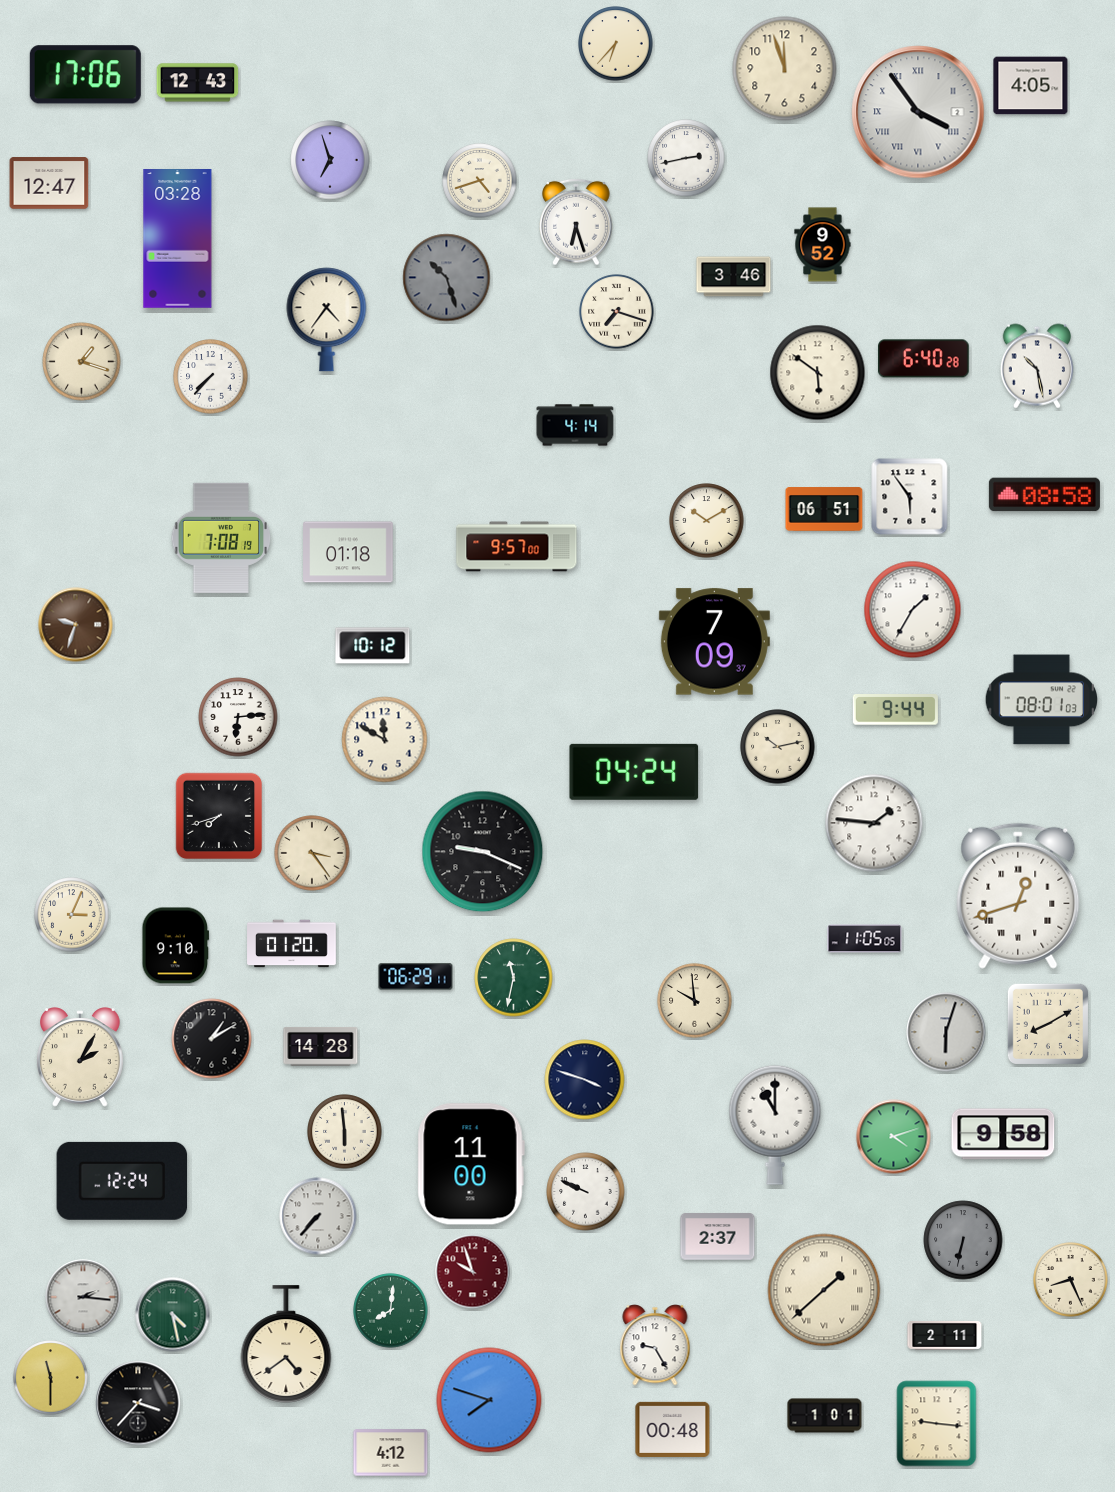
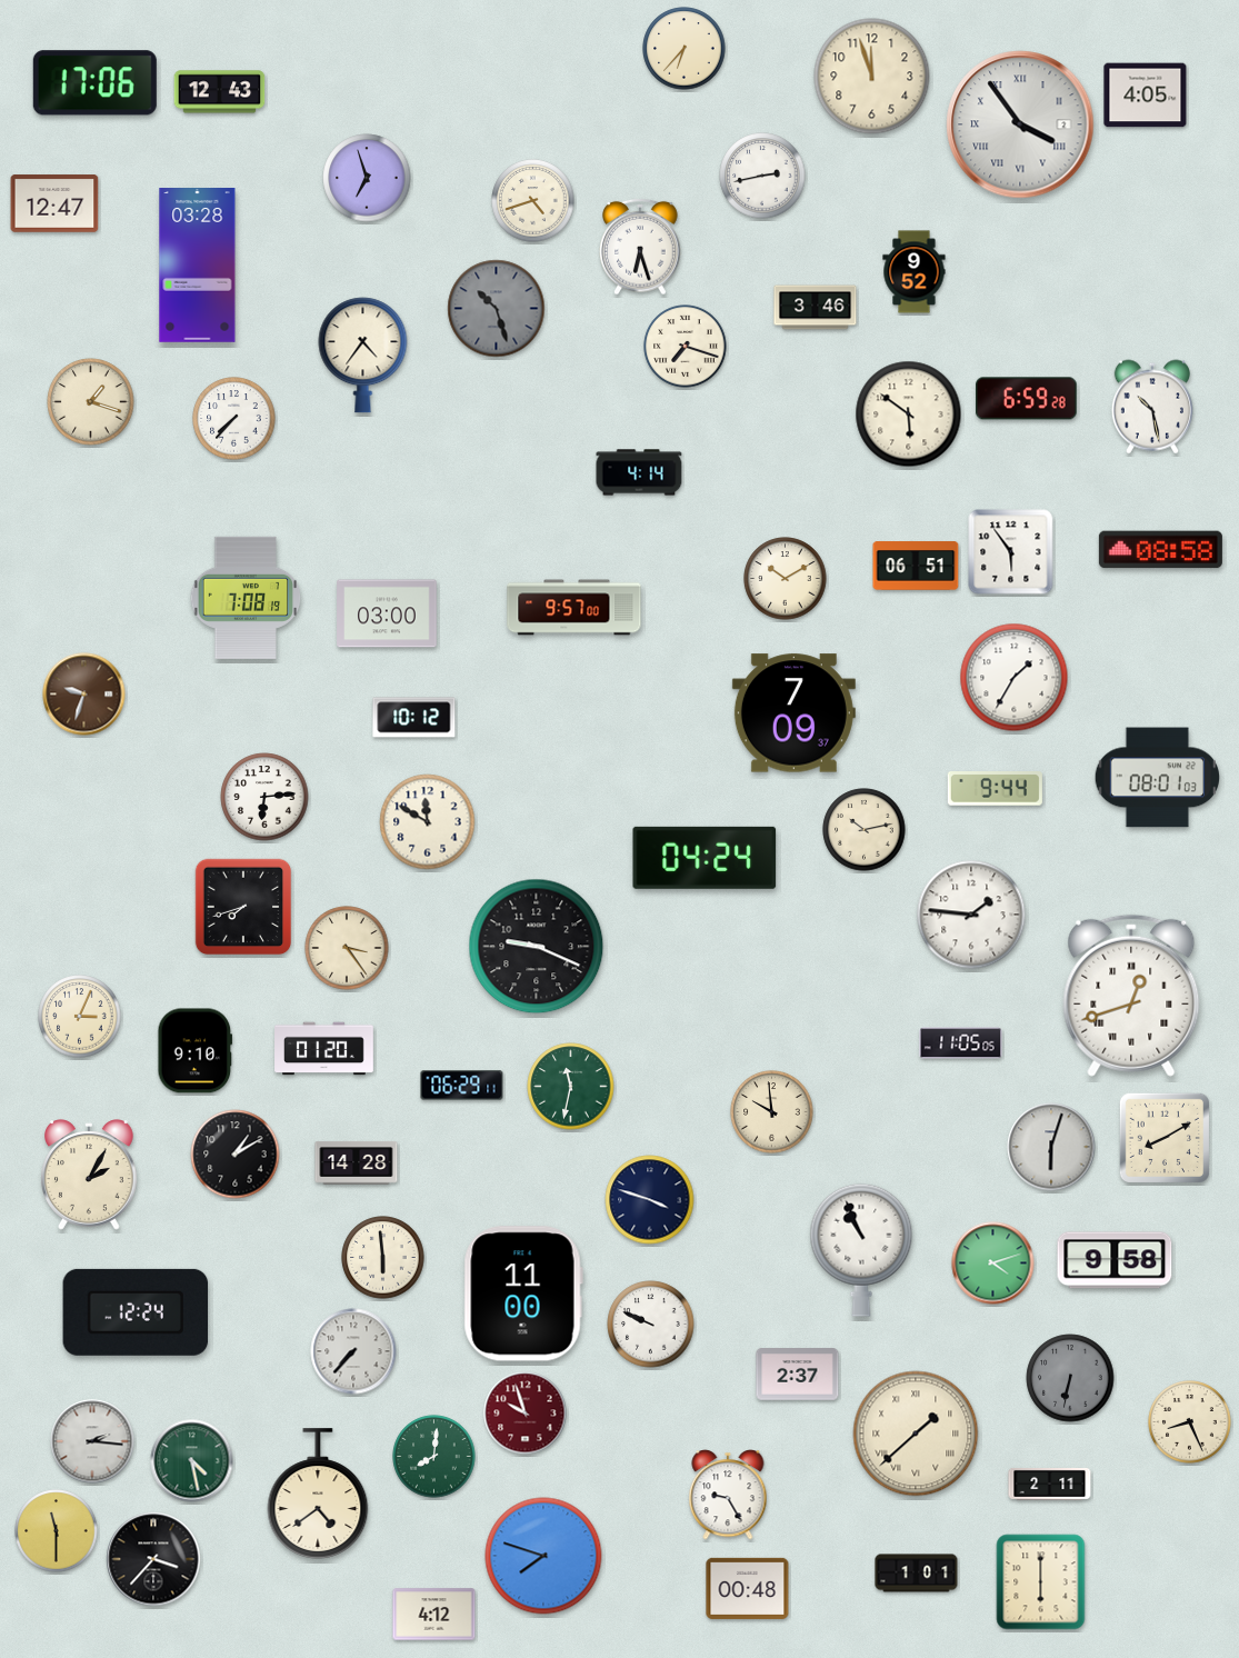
clock at (924, 359): 6:40 -> 6:59
clock at (348, 552): 01:18 -> 03:00
clock at (775, 1125): 11:00 -> 10:56
clock at (937, 1424): 9:16 -> 6:00
